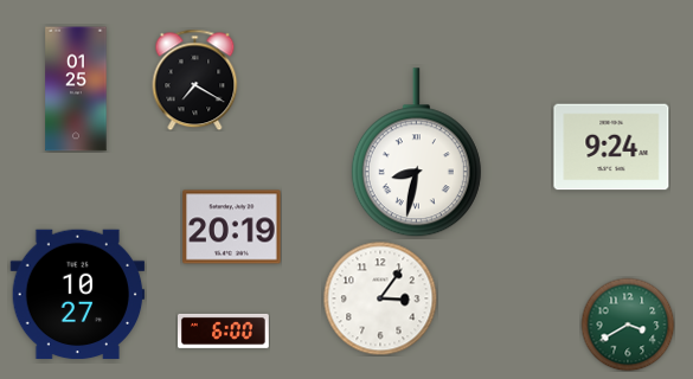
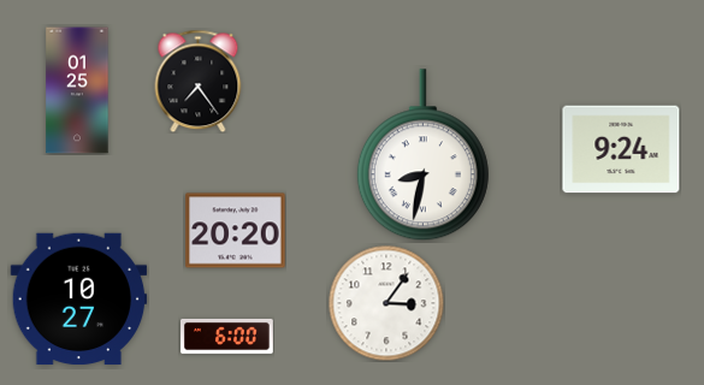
clock at (195, 79): 7:20 -> 7:24
clock at (232, 227): 20:19 -> 20:20
clock at (628, 325): 3:40 -> none
